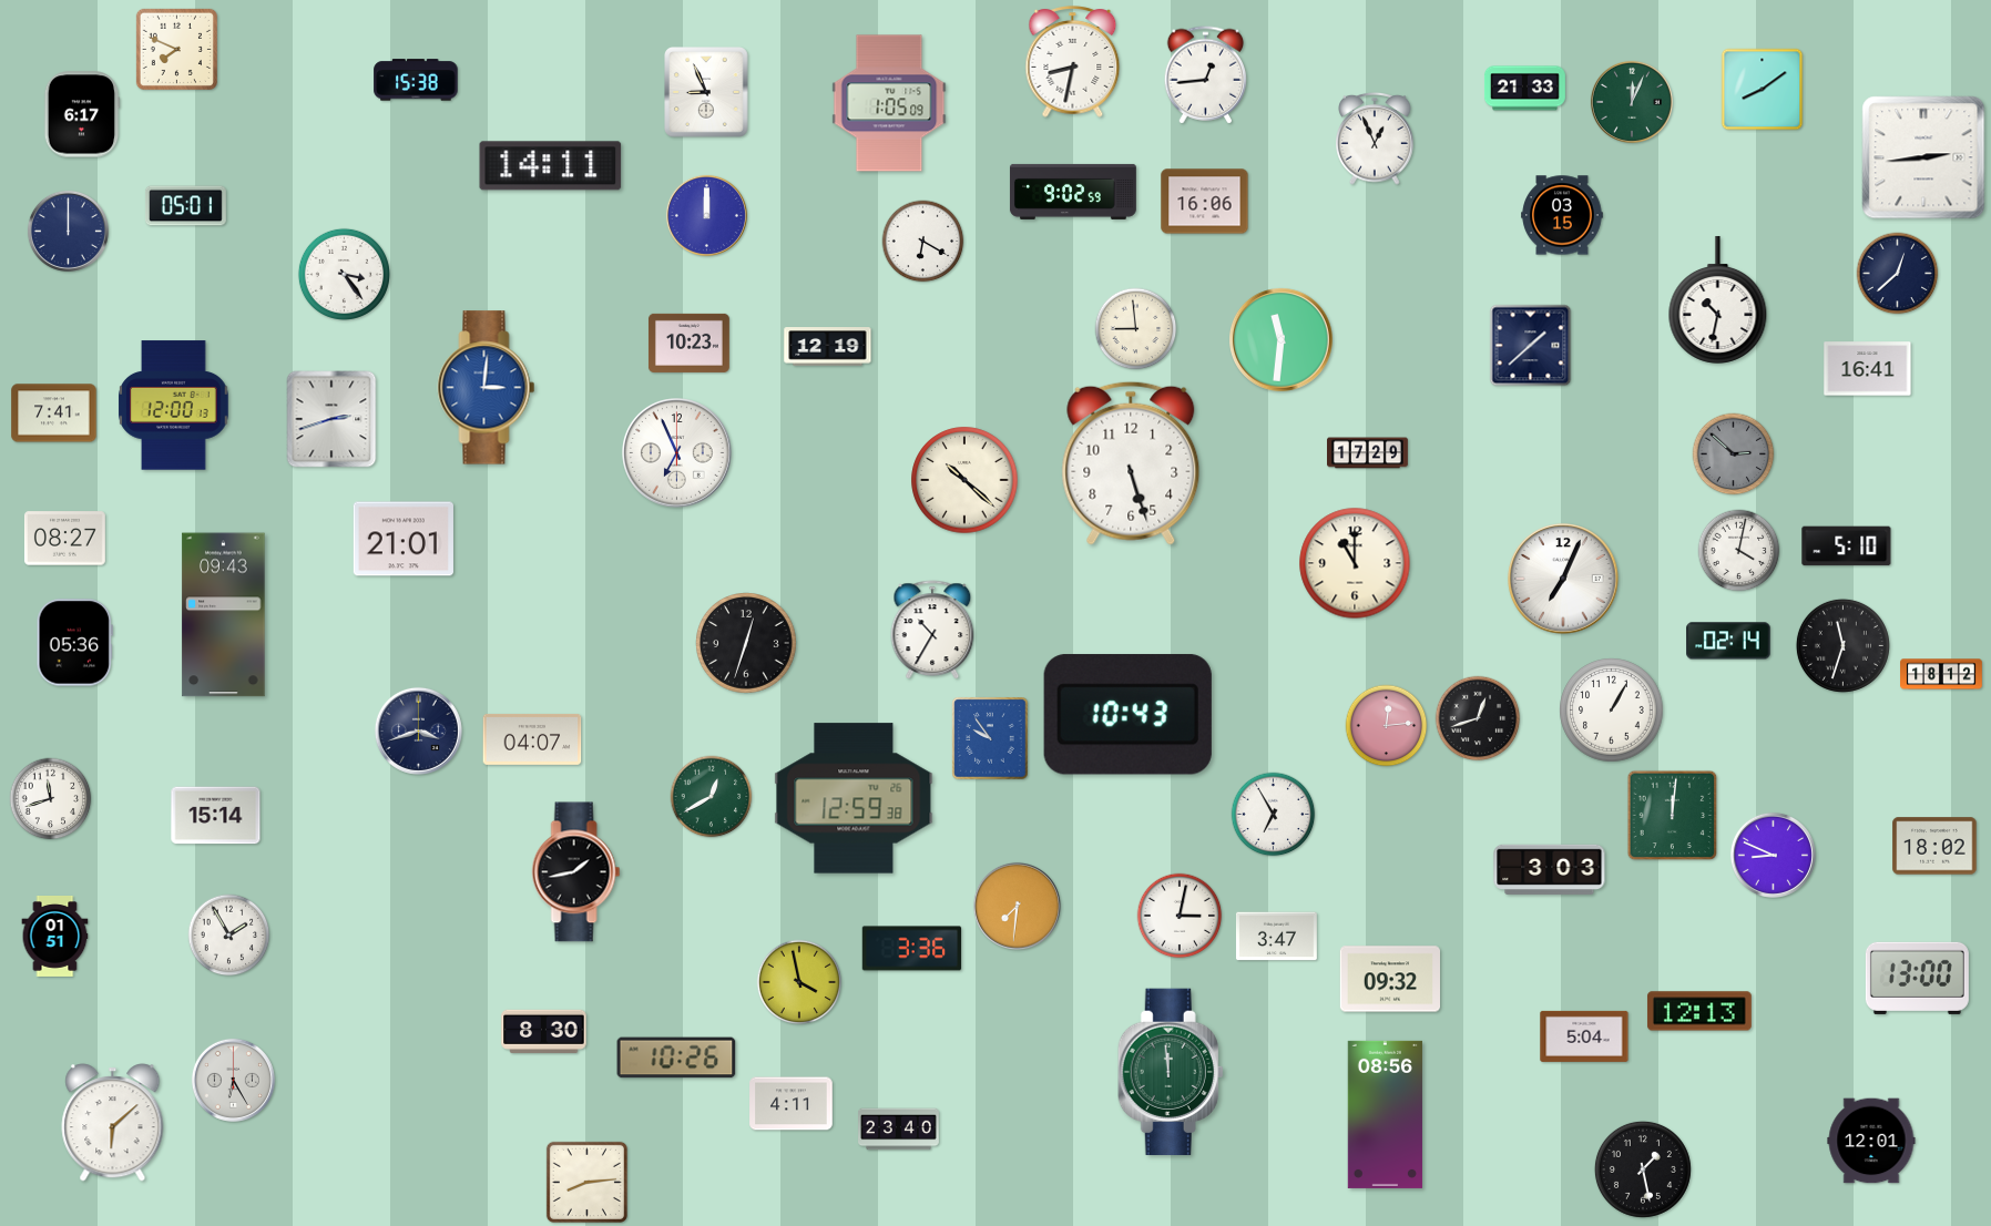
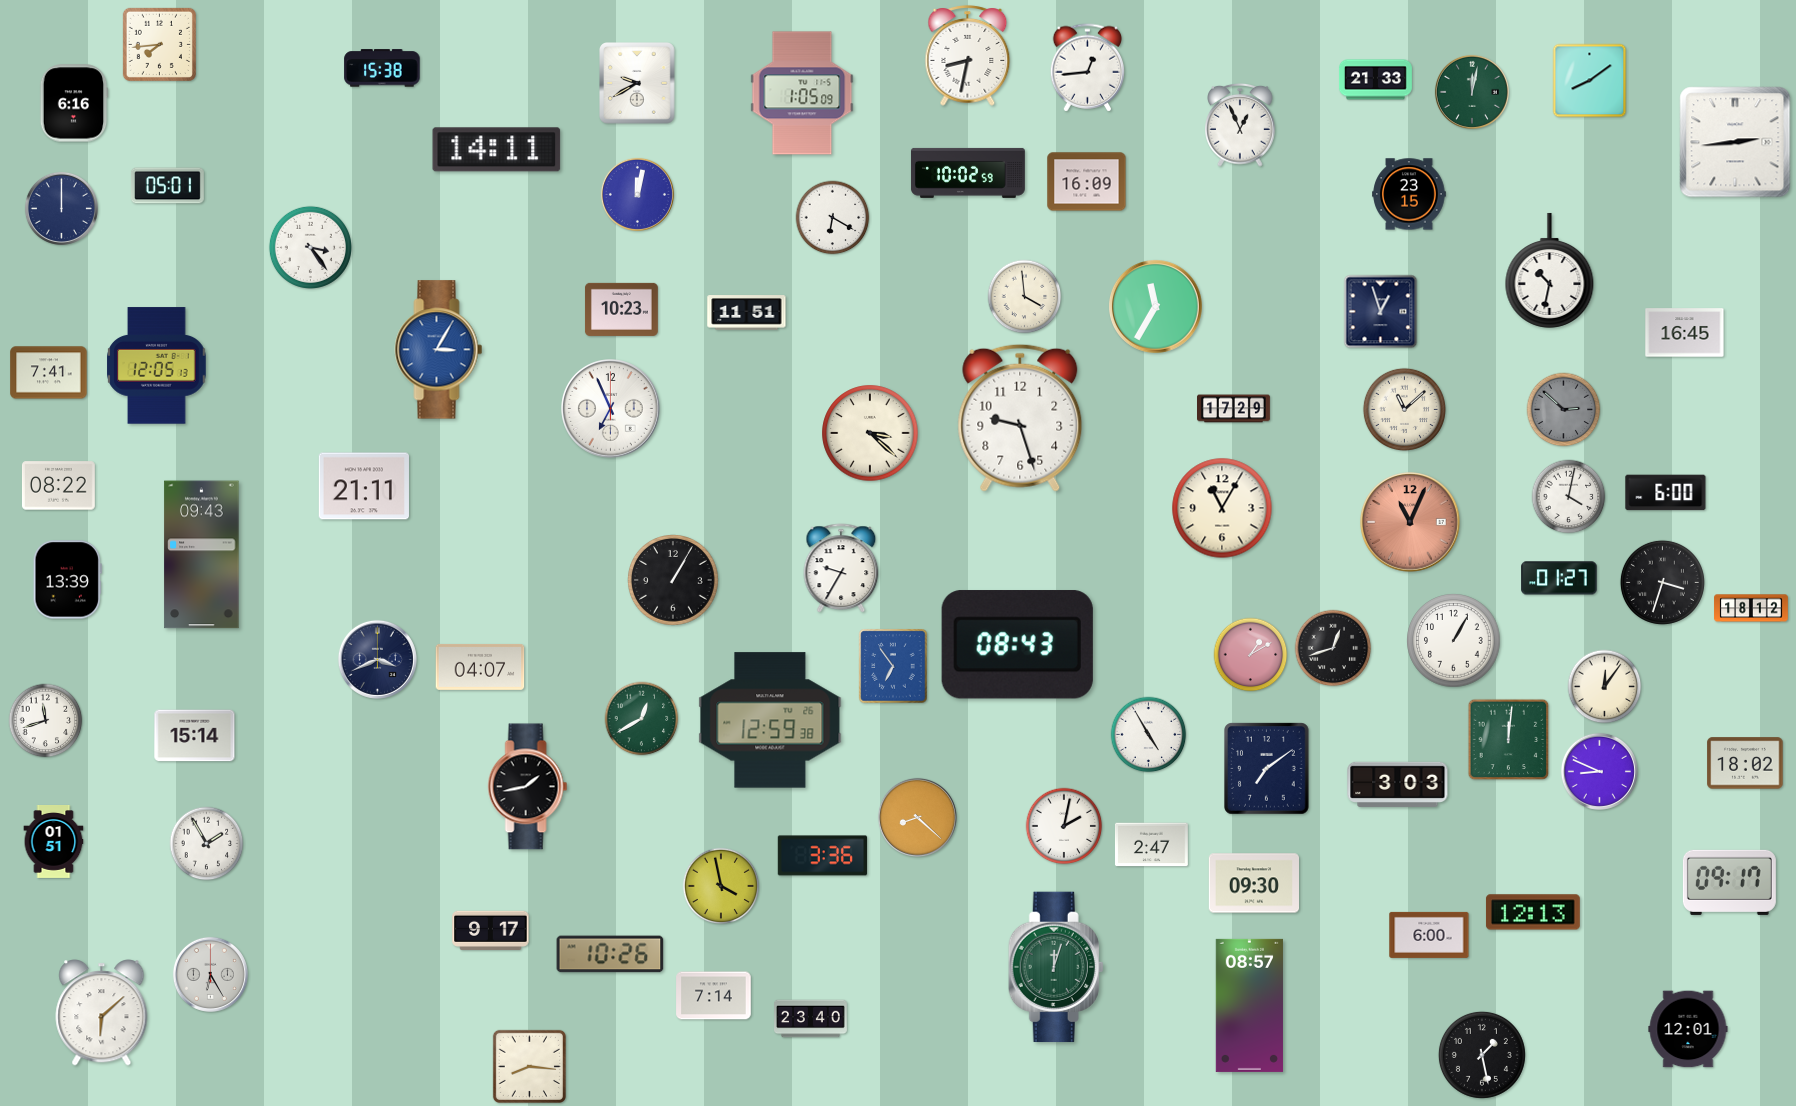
clock at (176, 49): 7:49 -> 7:44
clock at (416, 80) position: (416, 80) -> (382, 68)
clock at (707, 93): 8:56 -> 9:40
clock at (1632, 102): 12:04 -> 12:02
clock at (82, 114): 6:17 -> 6:16
clock at (1073, 192): 9:02 -> 10:02
clock at (1205, 202): 16:06 -> 16:09
clock at (706, 215): 12:00 -> 12:02
clock at (1562, 215): 03:15 -> 23:15
clock at (1898, 274): 12:38 -> none
clock at (1136, 329): 8:59 -> 3:59
clock at (1282, 340): 11:31 -> 11:35
clock at (1531, 346): 1:38 -> 12:57
clock at (828, 347): 12:19 -> 11:51
clock at (1868, 369): 16:41 -> 16:45
clock at (487, 388): 3:01 -> 3:05
clock at (174, 406): 12:00 -> 12:05
clock at (331, 419): 2:42 -> none
clock at (1404, 409): none -> 11:08
clock at (1131, 463): 5:27 -> 9:27
clock at (964, 480): 10:22 -> 3:22
clock at (64, 539): 08:27 -> 08:22
clock at (402, 539): 21:01 -> 21:11
clock at (1847, 546): 5:10 -> 6:00
clock at (1355, 563): 11:00 -> 11:05
clock at (1563, 579): 7:04 -> 11:04
clock at (1563, 579) dial: white -> salmon
clock at (932, 630): 10:35 -> 9:35
clock at (1728, 641): 02:14 -> 01:27
clock at (74, 643): 05:36 -> 13:39
clock at (747, 644): 12:33 -> 1:05
clock at (1842, 645): 11:33 -> 3:33
clock at (1127, 715): 10:43 -> 08:43
clock at (1387, 726): 12:14 -> 1:10
clock at (418, 731): 3:42 -> 3:41
clock at (990, 738): 9:54 -> 6:54
clock at (1605, 687): none -> 12:06
clock at (1274, 815): 6:55 -> 4:55
clock at (1673, 816) position: (1673, 816) -> (1509, 740)
clock at (1267, 769): none -> 7:09
clock at (576, 872) position: (576, 872) -> (528, 787)
clock at (1017, 906): 7:31 -> 8:22
clock at (1180, 916): 3:02 -> 2:02
clock at (55, 937) position: (55, 937) -> (54, 842)
clock at (1276, 937): 3:47 -> 2:47
clock at (1917, 978): 13:00 -> 09:17
clock at (1389, 979): 09:32 -> 09:30
clock at (544, 1031): 8:30 -> 9:17
clock at (1584, 1036): 5:04 -> 6:00
clock at (1171, 1072): 11:59 -> 12:03
clock at (792, 1104): 4:11 -> 7:14
clock at (1385, 1114): 08:56 -> 08:57
clock at (586, 1182): 8:14 -> 8:16
